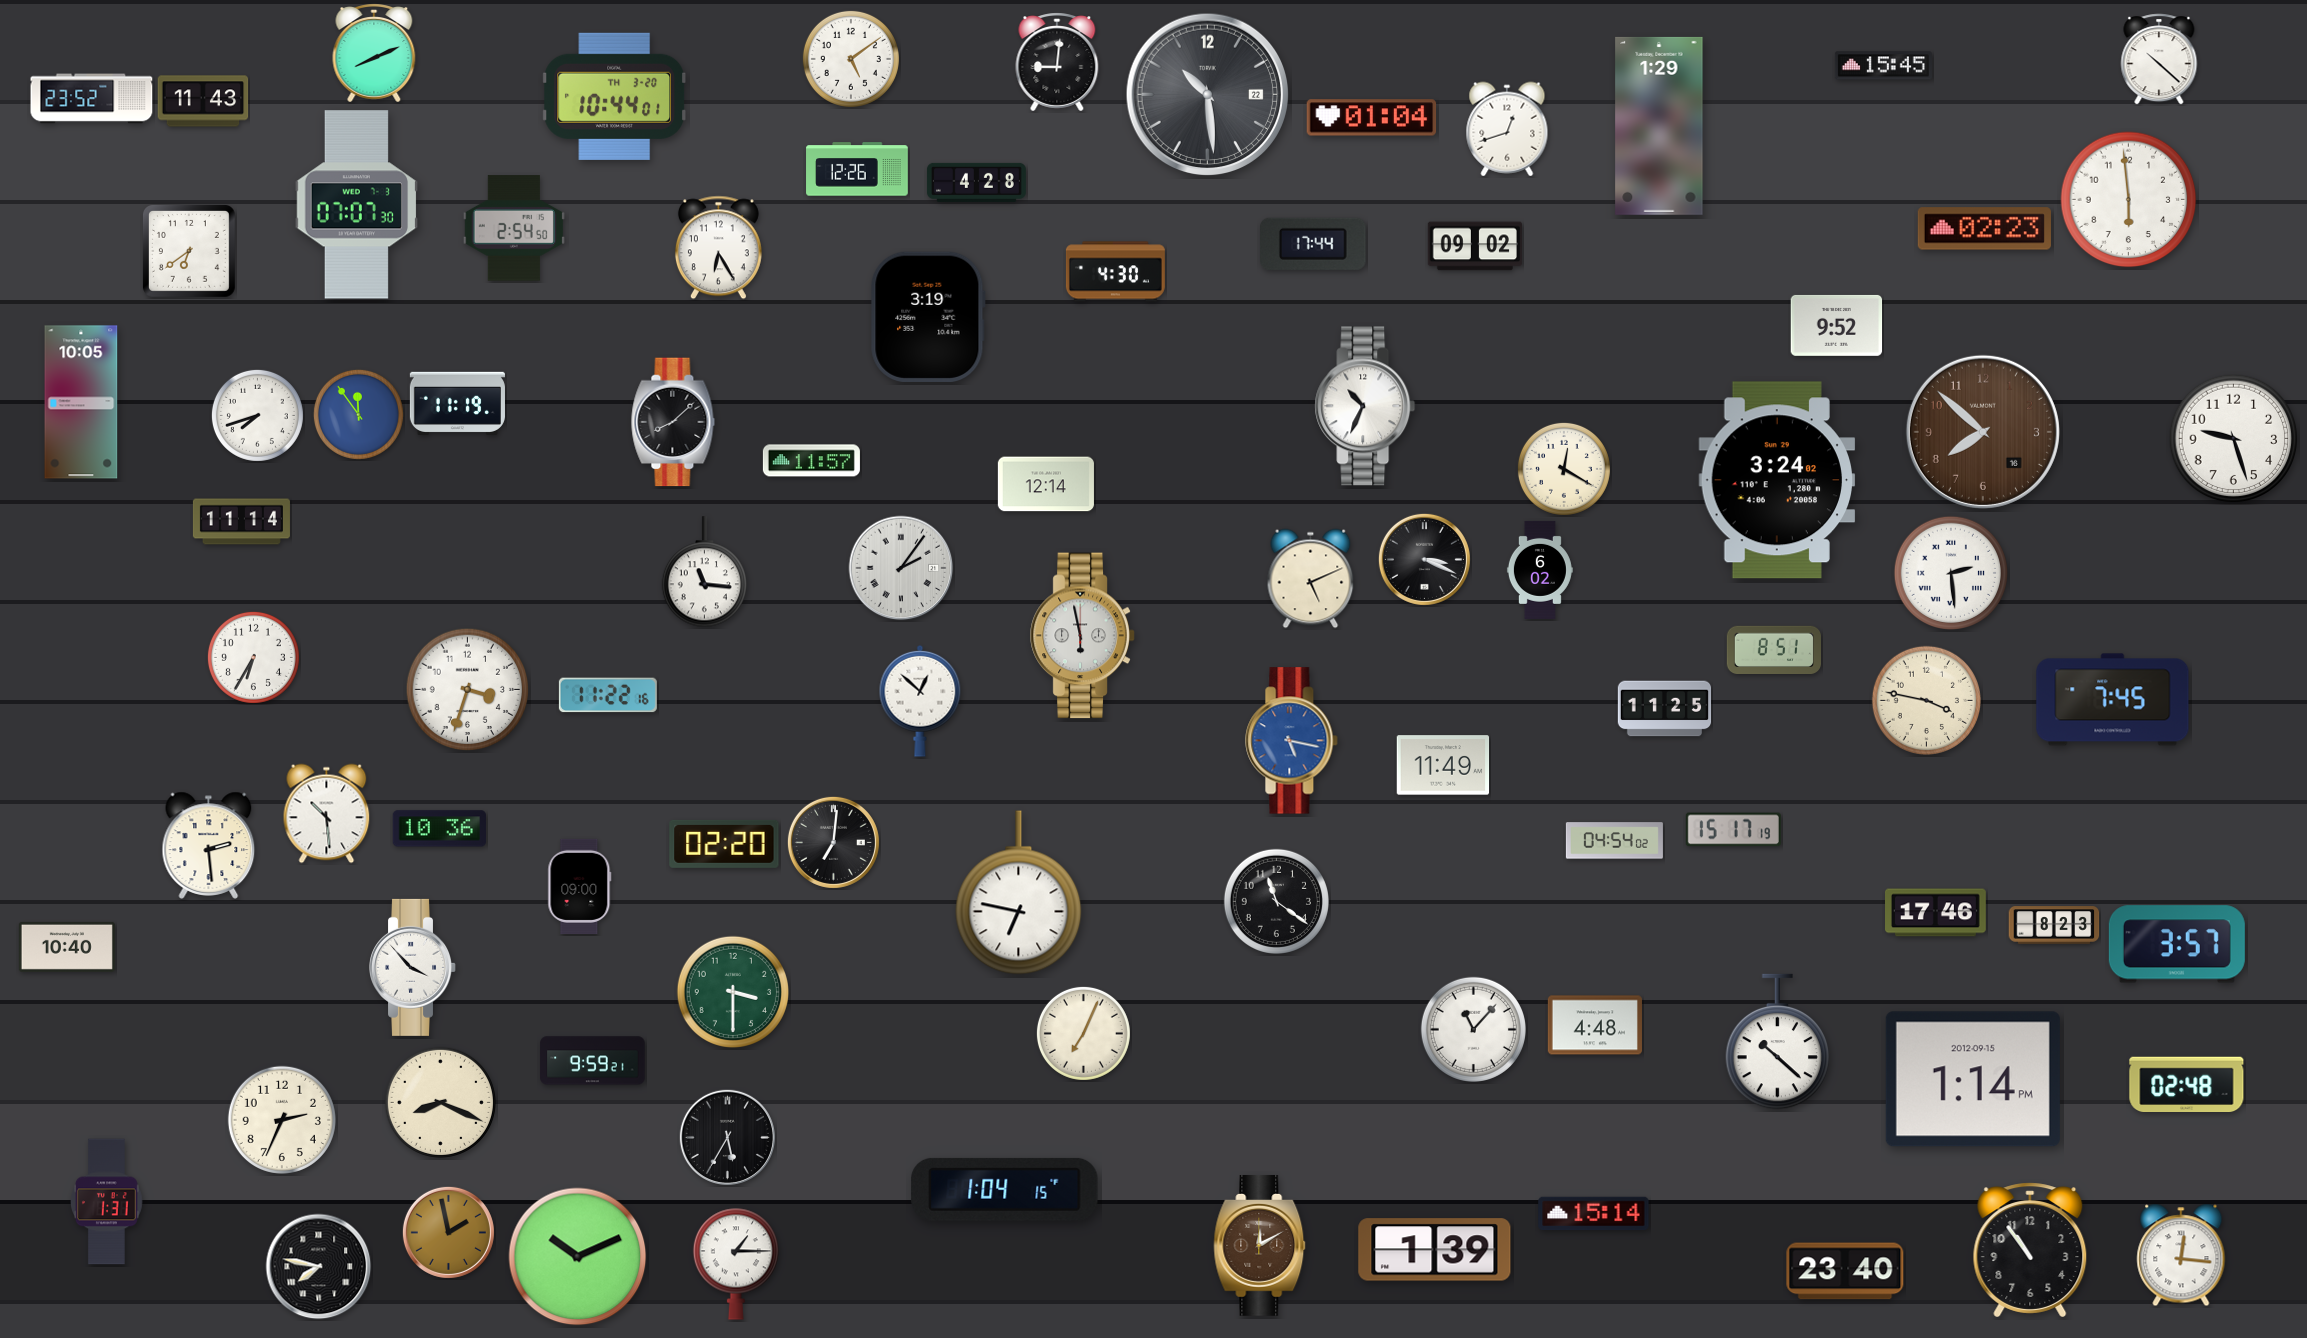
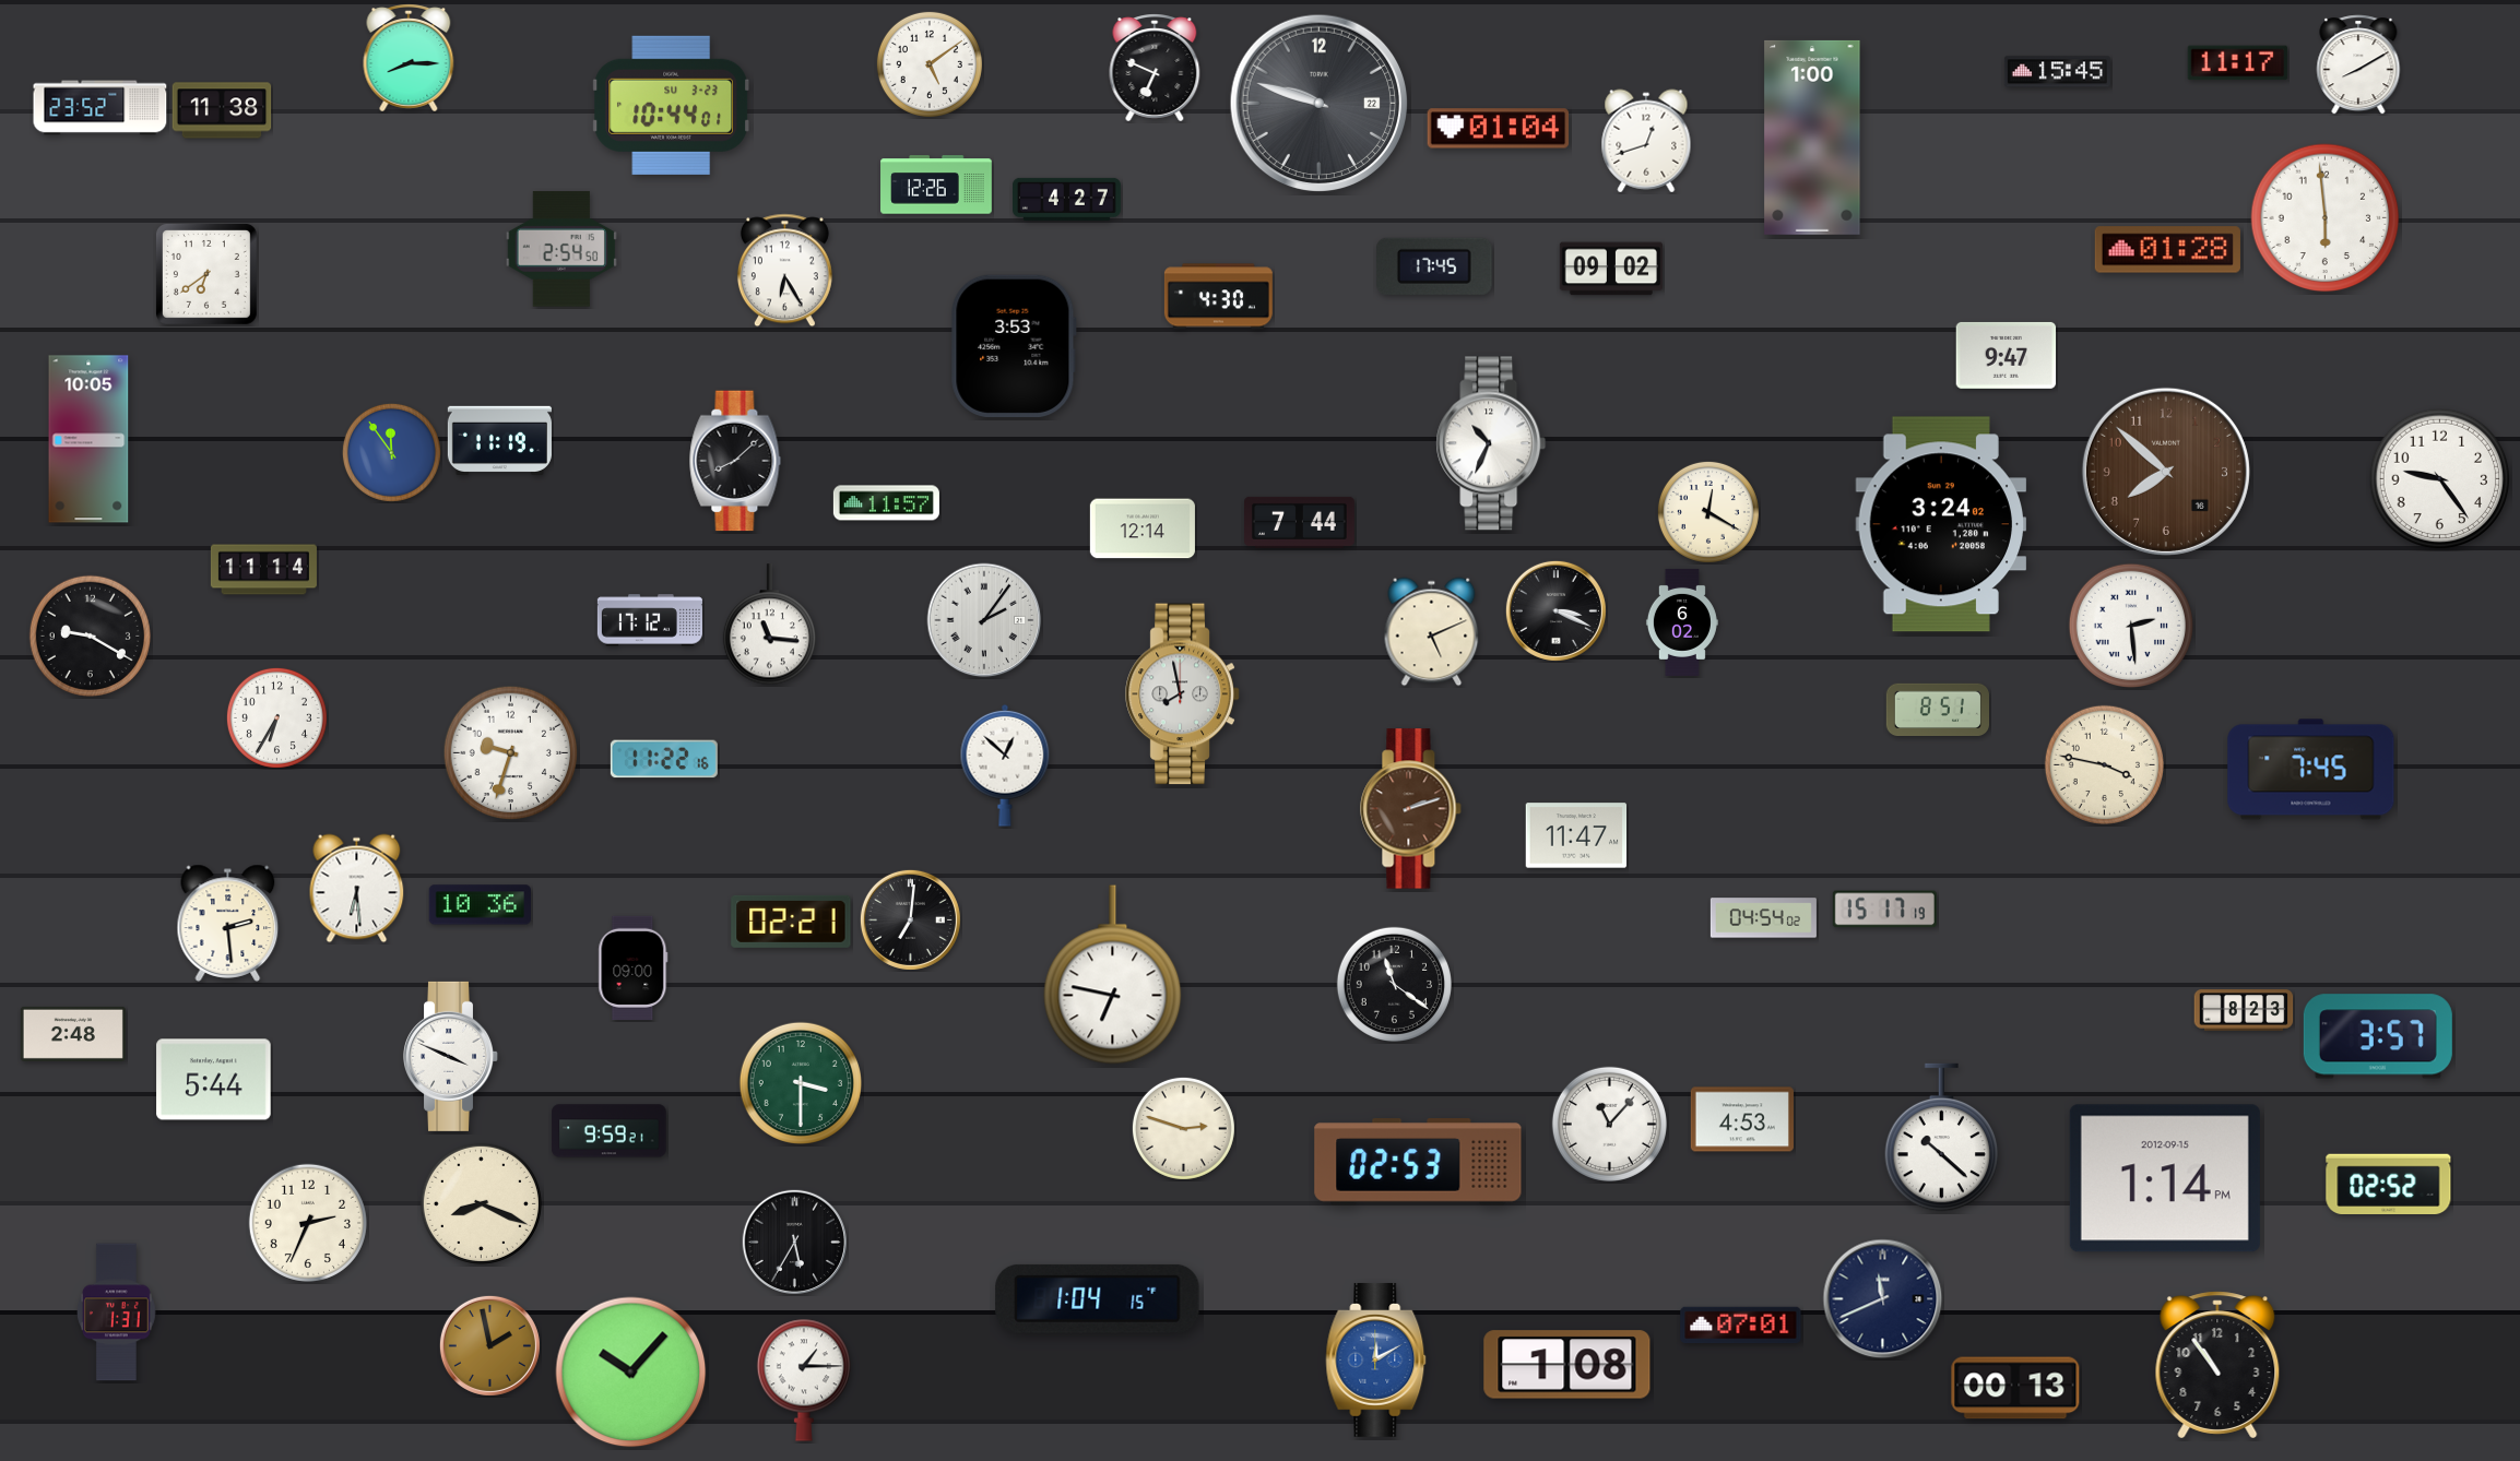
clock at (374, 53): 8:11 -> 8:15
clock at (2238, 63): none -> 11:17
clock at (2159, 59): 10:22 -> 8:10
clock at (1057, 62): 9:01 -> 6:49
clock at (1208, 95): 10:29 -> 9:48
clock at (614, 96) date: TH 3-20 -> SU 3-23
clock at (203, 101): 11:43 -> 11:38
clock at (1659, 126): 1:29 -> 1:00
clock at (976, 182): 4:28 -> 4:27
clock at (357, 205): 07:07 -> none
clock at (1984, 229): 02:23 -> 01:28
clock at (1313, 244): 17:44 -> 17:45
clock at (928, 317): 3:19 -> 3:53
clock at (1837, 325): 9:52 -> 9:47
clock at (257, 415): 7:42 -> none
clock at (2234, 439): 9:27 -> 9:24
clock at (1300, 522): none -> 7:44
clock at (650, 620): none -> 17:12
clock at (90, 636): none -> 9:20
clock at (1083, 636): 5:58 -> 7:58
clock at (468, 690): 3:33 -> 9:33
clock at (2113, 700) position: (2113, 700) -> (2311, 770)
clock at (1665, 709): 11:25 -> none
clock at (1292, 741): 5:17 -> 2:12
clock at (1292, 741) dial: blue -> brown
clock at (1443, 765): 11:49 -> 11:47
clock at (327, 814): 10:29 -> 6:29
clock at (1733, 830) position: (1733, 830) -> (1884, 910)
clock at (724, 844): 02:20 -> 02:21
clock at (1936, 913): 17:46 -> none
clock at (2177, 944) position: (2177, 944) -> (2378, 1036)
clock at (67, 947): 10:40 -> 2:48
clock at (413, 967): 3:53 -> 3:49
clock at (214, 1080): none -> 5:44
clock at (1595, 1025): 4:48 -> 4:53
clock at (1083, 1033): 7:04 -> 2:48
clock at (593, 1061) position: (593, 1061) -> (610, 1131)
clock at (1418, 1162): none -> 02:53
clock at (1973, 1079) position: (1973, 1079) -> (2165, 1178)
clock at (2187, 1085): 02:48 -> 02:52
clock at (1883, 1299): none -> 11:41
clock at (1594, 1214): 15:14 -> 07:01
clock at (1260, 1245) dial: brown -> blue
clock at (1435, 1250): 1:39 -> 1:08
clock at (2181, 1255): 12:16 -> none
clock at (578, 1257): 10:11 -> 10:07
clock at (319, 1267): 7:47 -> none
clock at (1845, 1271): 23:40 -> 00:13
